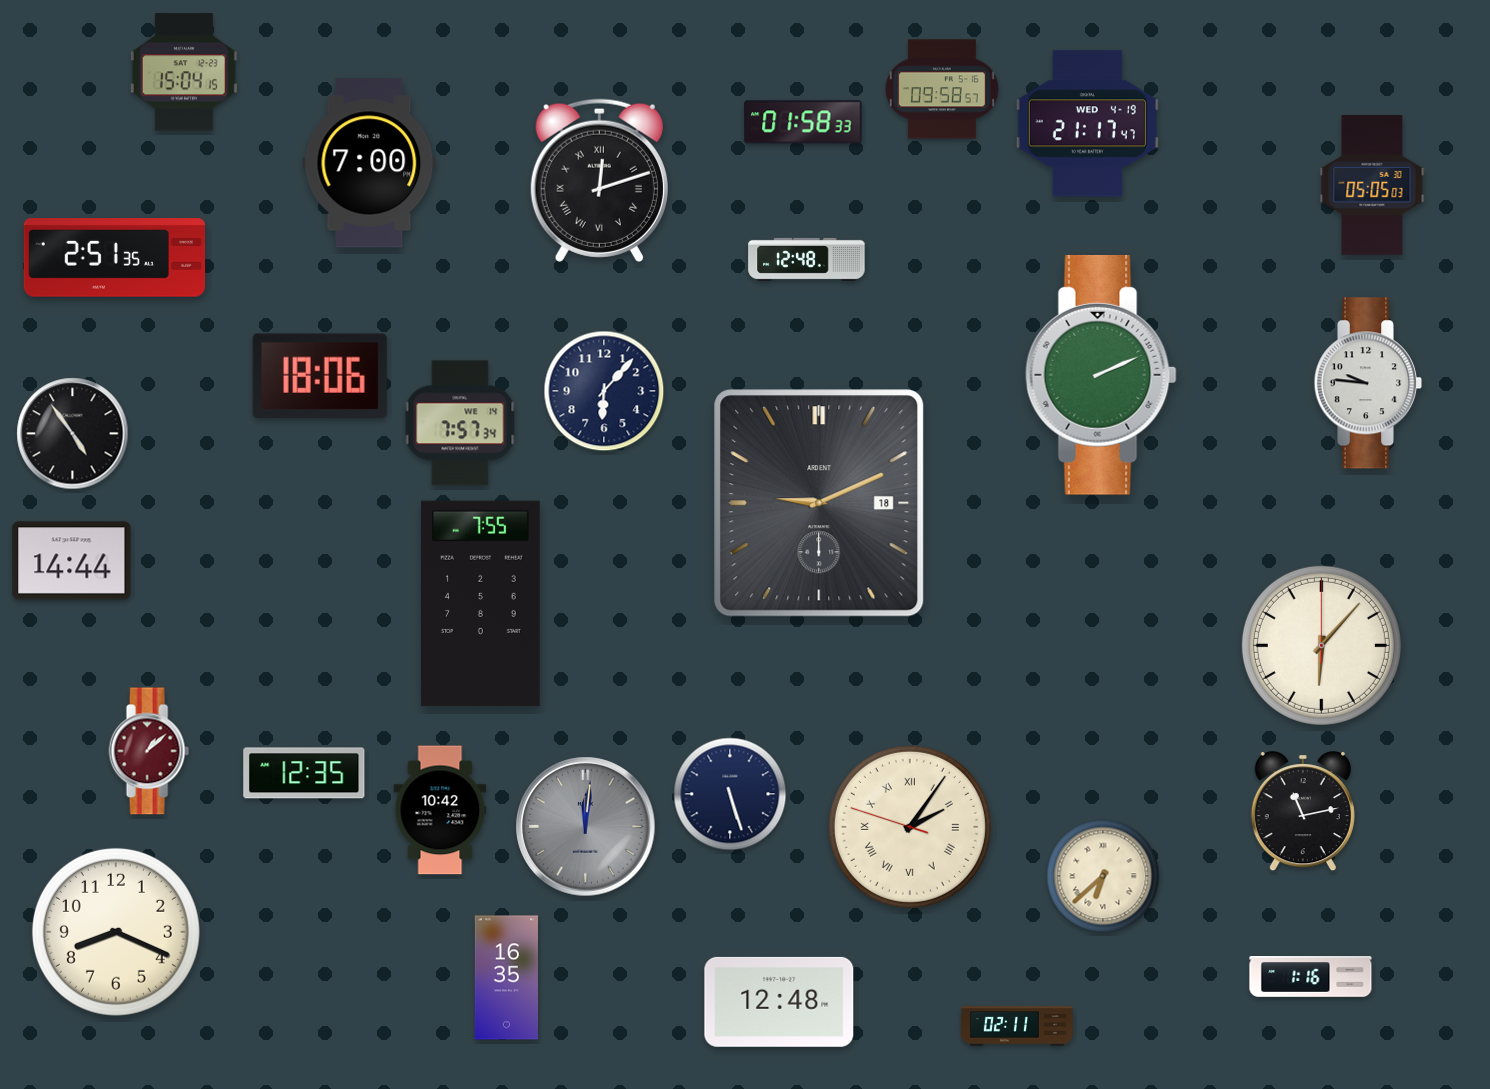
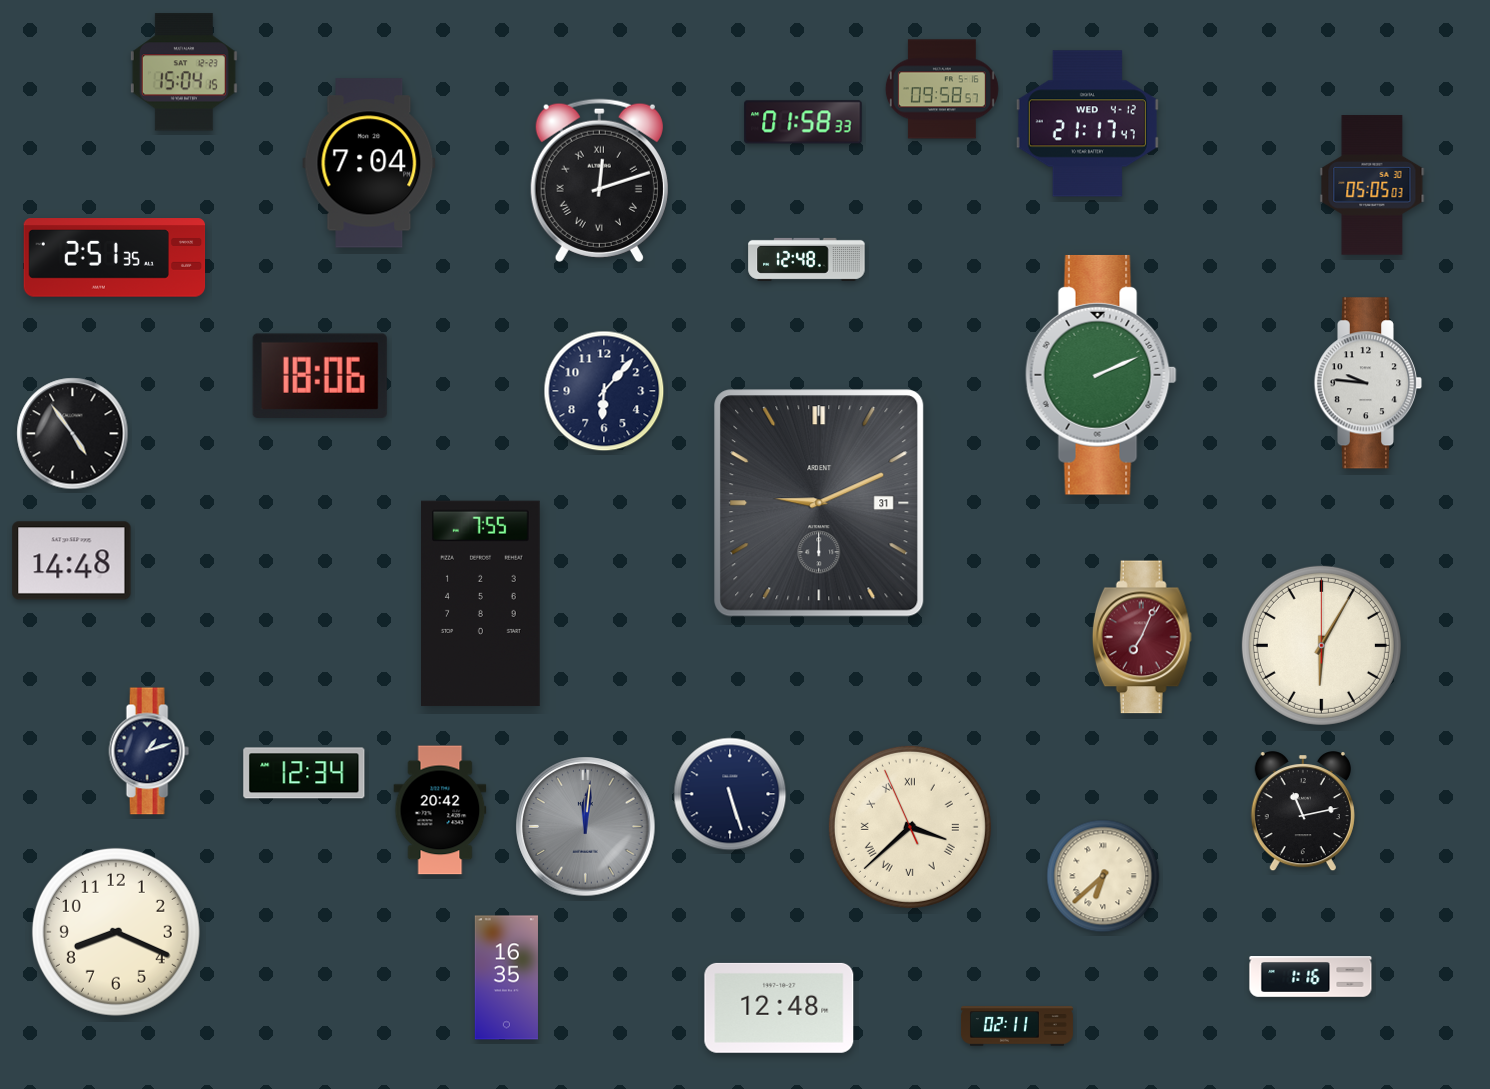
clock at (1087, 124) date: WED 4-19 -> WED 4-12
clock at (369, 163): 7:00 -> 7:04
clock at (460, 423): 7:57 -> none
clock at (819, 503) date: 18 -> 31
clock at (72, 561): 14:44 -> 14:48
clock at (1142, 637): none -> 7:04
clock at (1321, 645): 6:07 -> 6:05
clock at (149, 751): 1:08 -> 1:12
clock at (149, 751) dial: burgundy -> navy
clock at (304, 773): 12:35 -> 12:34
clock at (440, 810): 10:42 -> 20:42
clock at (910, 827): 2:05 -> 3:37
clock at (779, 1002) position: (779, 1002) -> (779, 1008)
